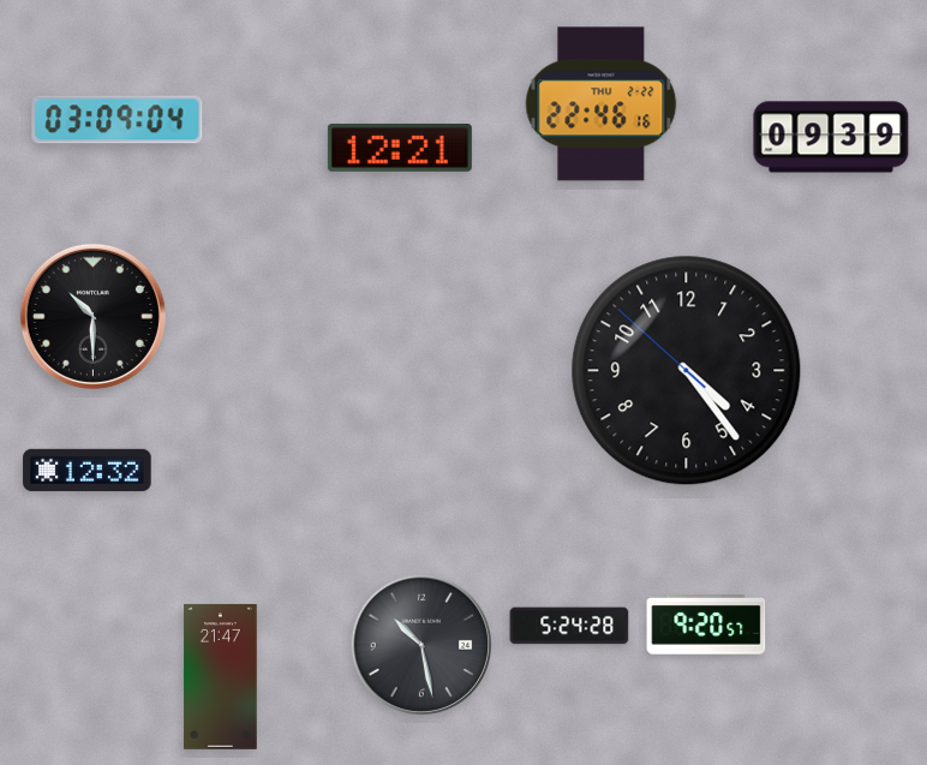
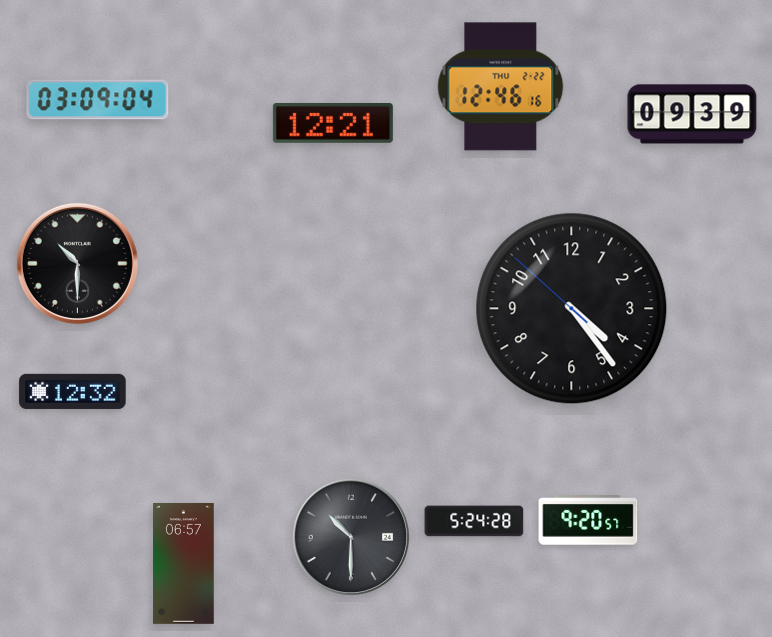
clock at (602, 104): 22:46 -> 12:46
clock at (420, 644): 10:28 -> 10:30
clock at (221, 676): 21:47 -> 06:57
